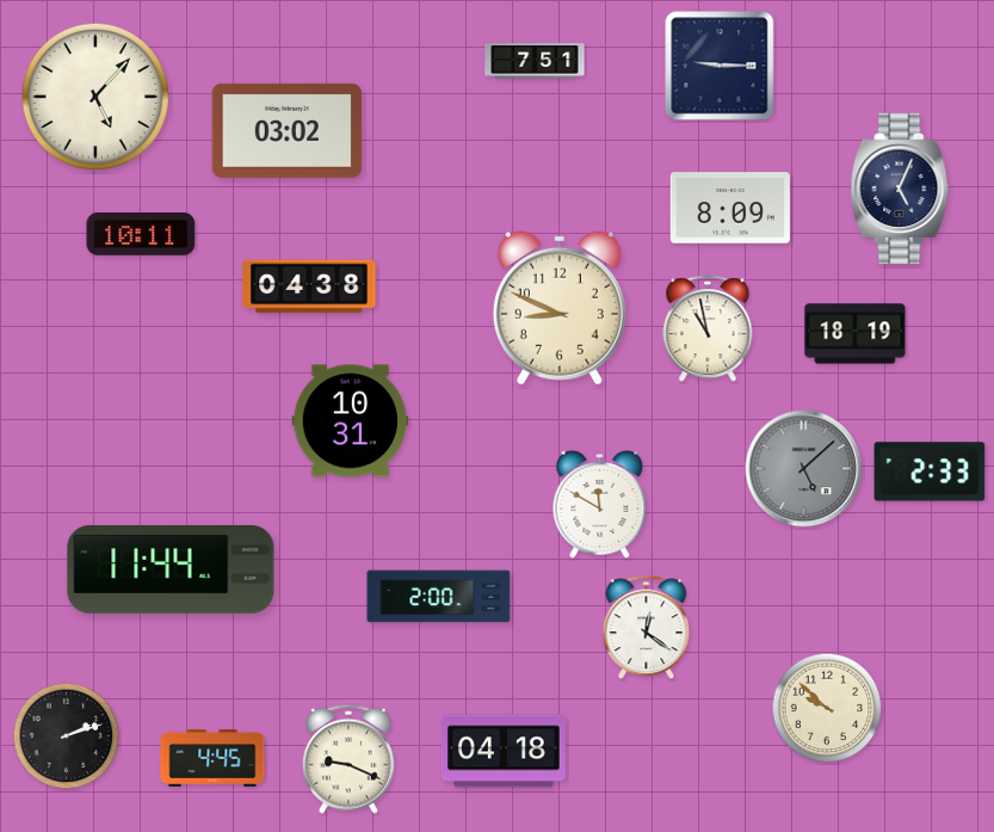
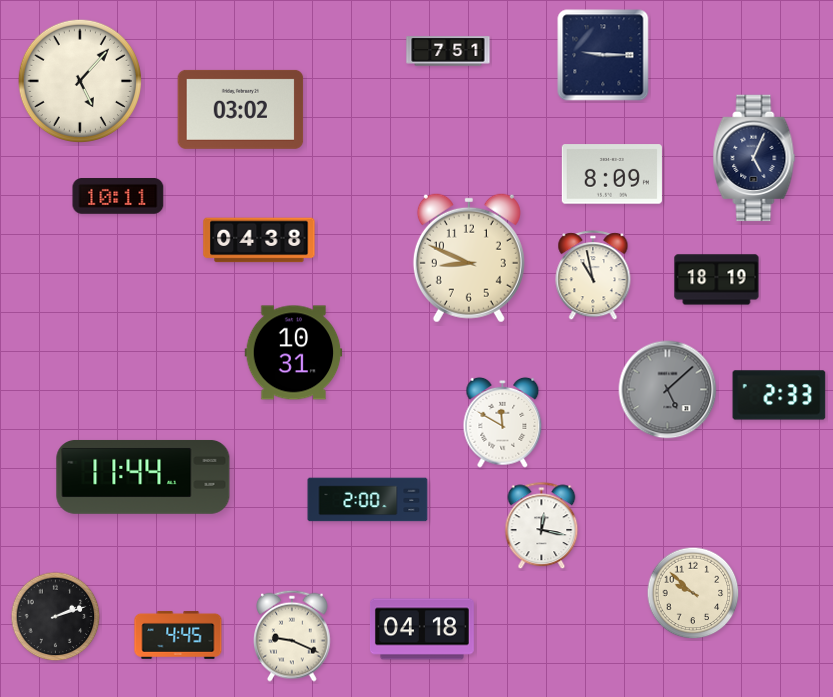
clock at (804, 469) position: (804, 469) -> (668, 390)
clock at (647, 628): 12:21 -> 12:17
